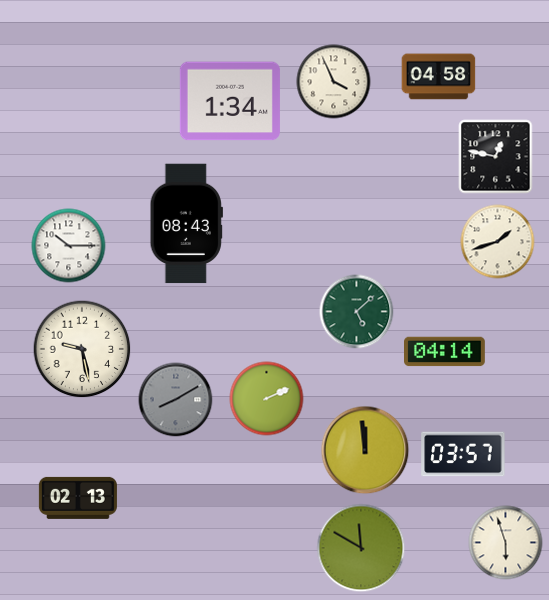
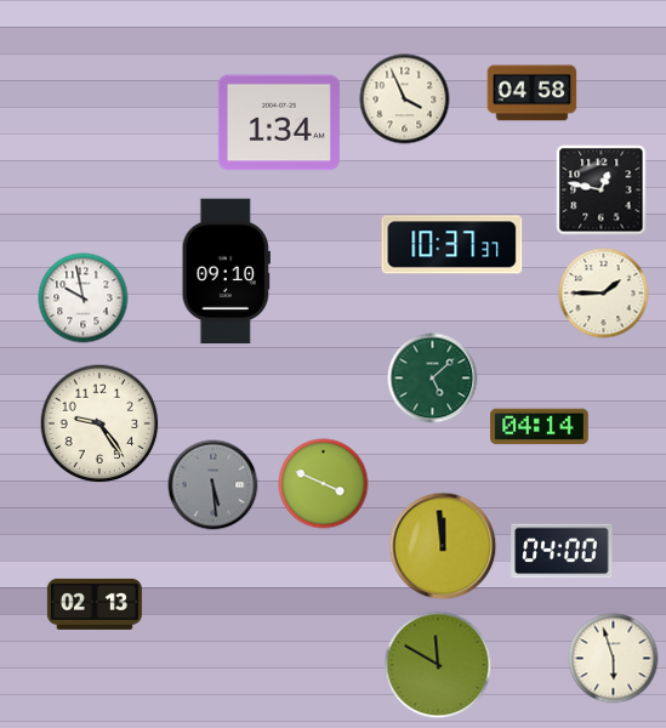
clock at (452, 245): none -> 10:37
clock at (186, 224): 08:43 -> 09:10
clock at (498, 242): 1:42 -> 1:45
clock at (69, 246): 10:15 -> 9:58
clock at (82, 349): 9:28 -> 9:24
clock at (267, 399): 2:11 -> 3:49
clock at (176, 400): 8:10 -> 5:29
clock at (463, 454): 03:57 -> 04:00
